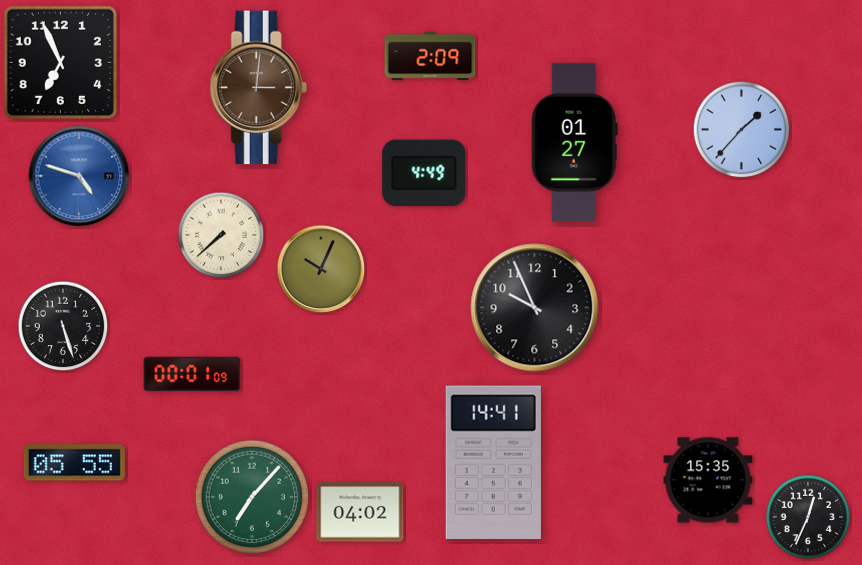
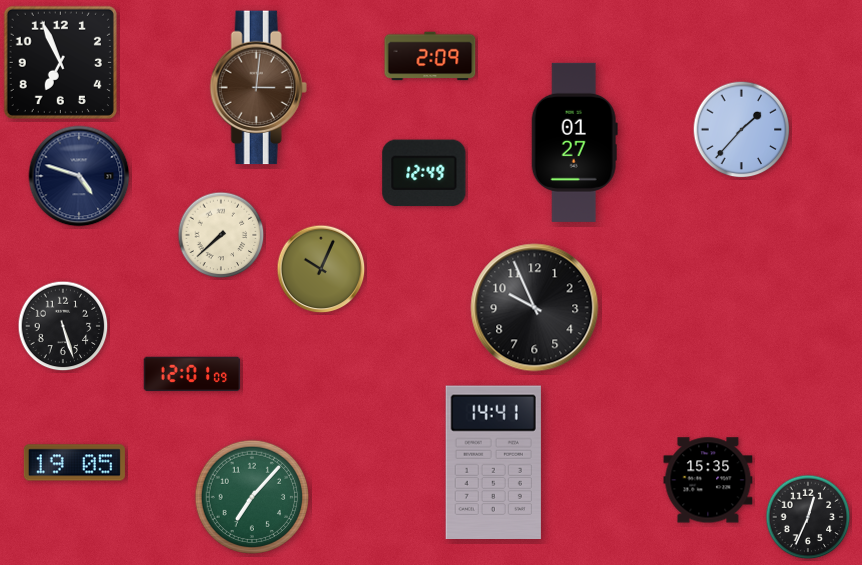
clock at (424, 173): 4:49 -> 12:49
clock at (79, 176) dial: blue -> navy
clock at (192, 374): 00:01 -> 12:01
clock at (74, 463): 05:55 -> 19:05
clock at (360, 512): 04:02 -> none
